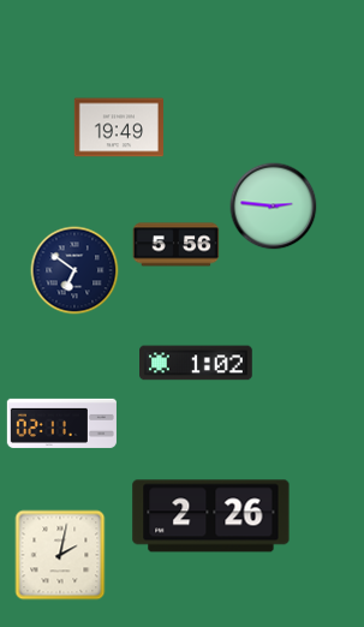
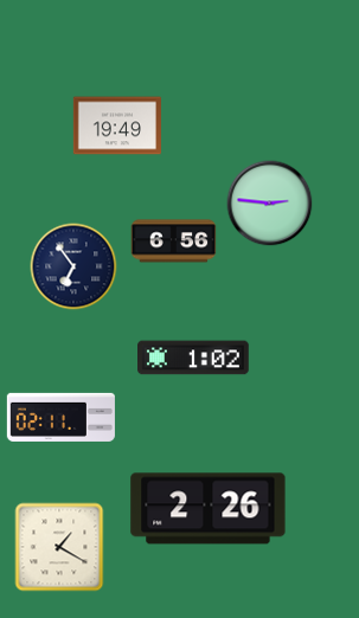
clock at (177, 245): 5:56 -> 6:56
clock at (74, 270): 6:51 -> 6:54
clock at (60, 555): 2:02 -> 1:20
